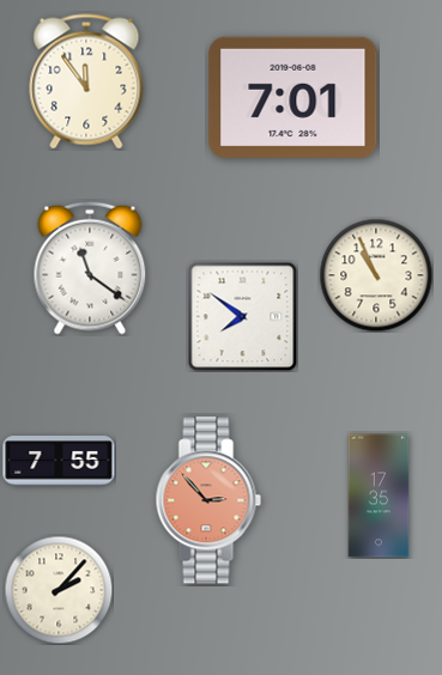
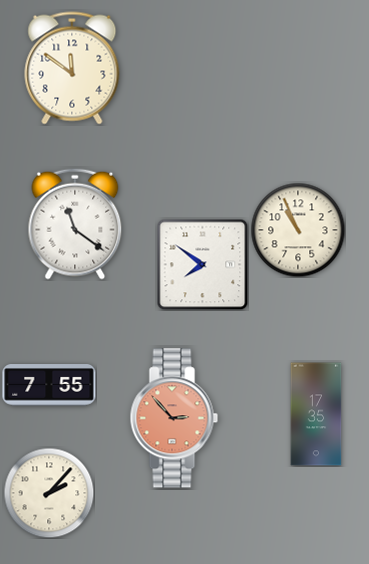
clock at (86, 81): 11:54 -> 11:51
clock at (293, 97): 7:01 -> none
clock at (376, 275) position: (376, 275) -> (298, 230)
